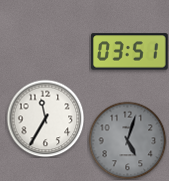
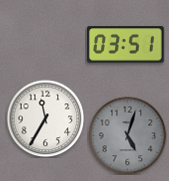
clock at (130, 52) position: (130, 52) -> (126, 45)
clock at (127, 140) position: (127, 140) -> (127, 135)
